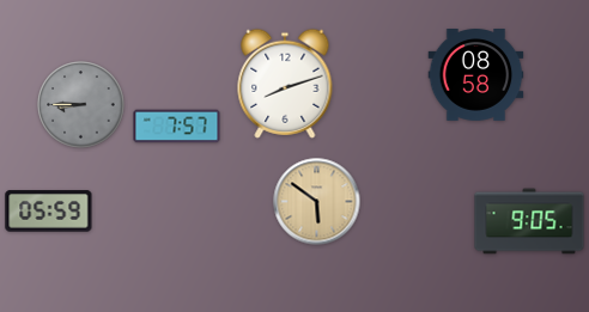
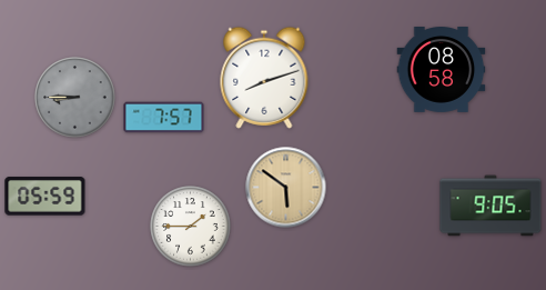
clock at (317, 202) position: (317, 202) -> (286, 188)
clock at (191, 227): none -> 1:45
